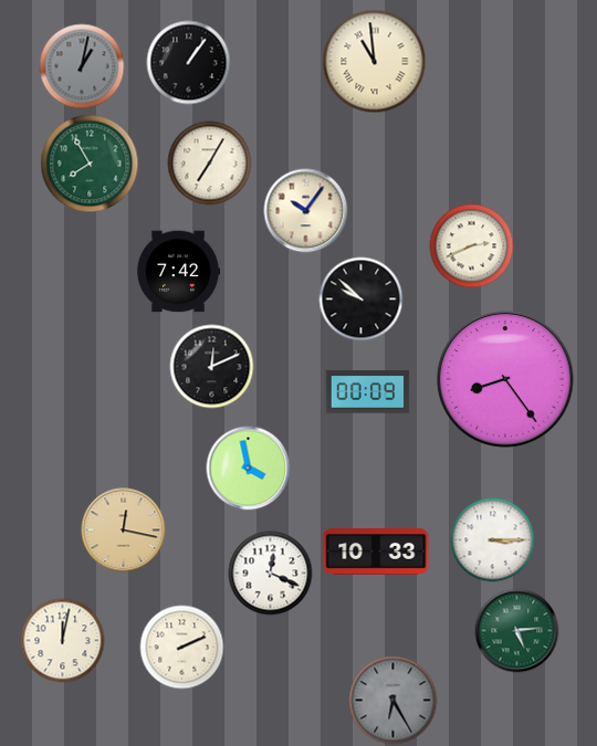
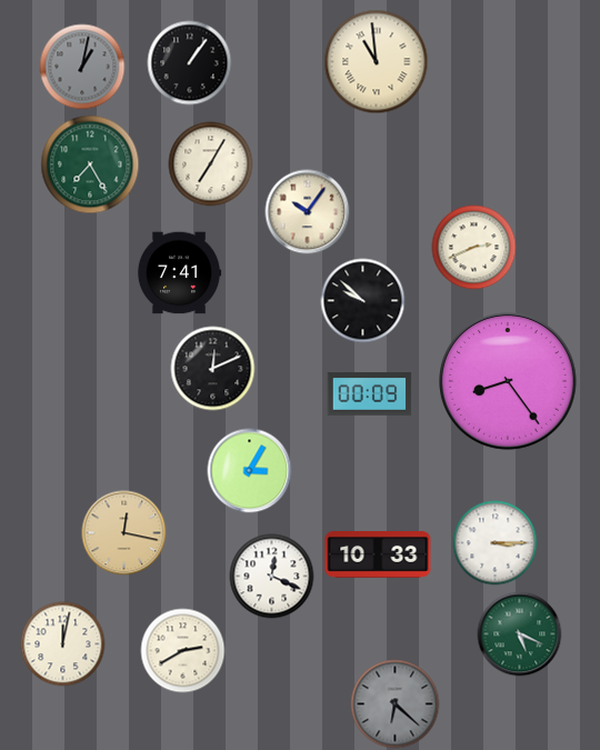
clock at (90, 164): 7:55 -> 7:25
clock at (178, 272): 7:42 -> 7:41
clock at (249, 469): 3:58 -> 3:05
clock at (517, 631): 5:14 -> 5:19
clock at (182, 648): 2:11 -> 2:40
clock at (394, 701): 6:25 -> 6:22
